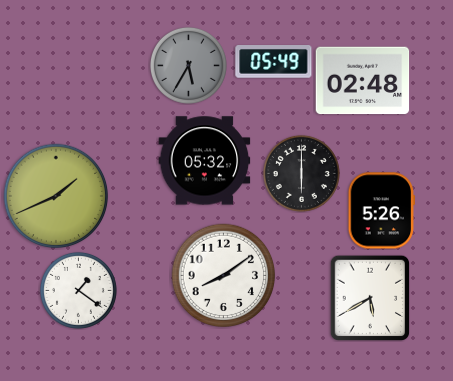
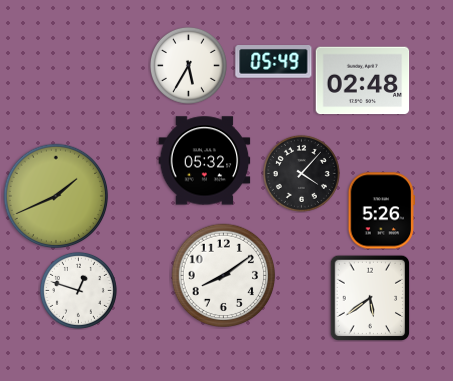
clock at (188, 65) dial: grey -> white
clock at (301, 173): 6:00 -> 4:07
clock at (78, 290): 1:21 -> 12:48
clock at (370, 298): 5:40 -> 5:39
